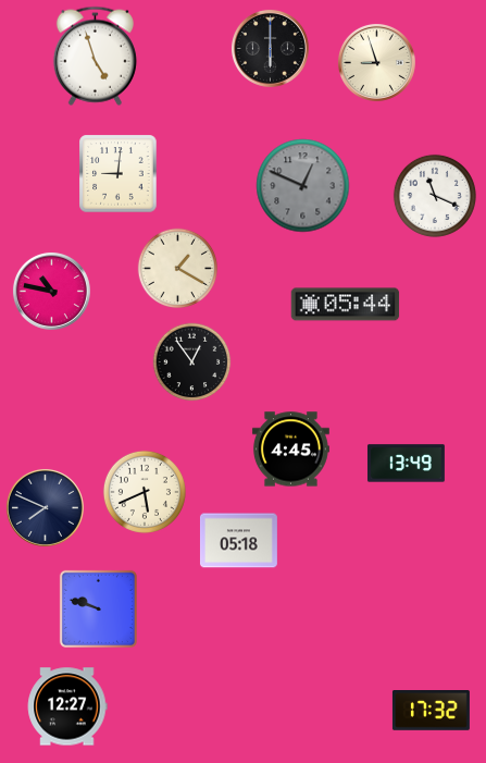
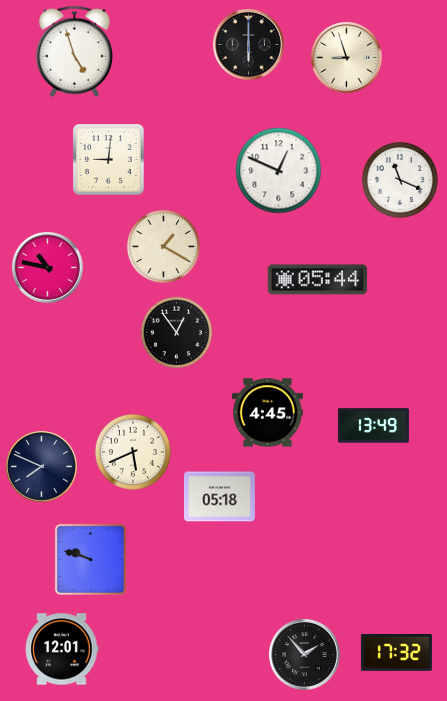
clock at (95, 56) position: (95, 56) -> (74, 51)
clock at (303, 186) dial: grey -> white
clock at (67, 706): 12:27 -> 12:01
clock at (304, 654): none -> 1:53
